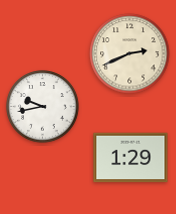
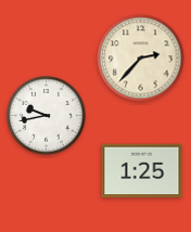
clock at (130, 54): 2:41 -> 2:37
clock at (131, 158): 1:29 -> 1:25
